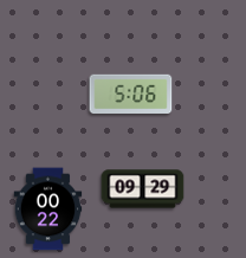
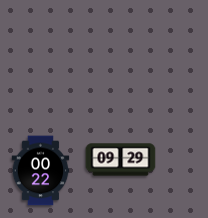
clock at (131, 93): 5:06 -> none
clock at (48, 209) position: (48, 209) -> (41, 171)
